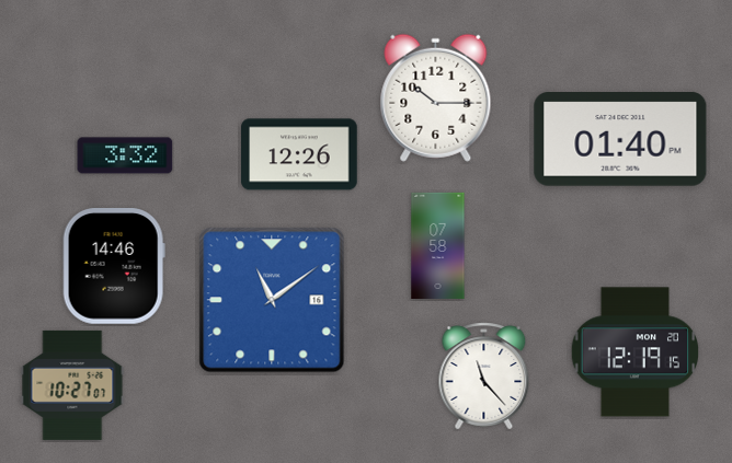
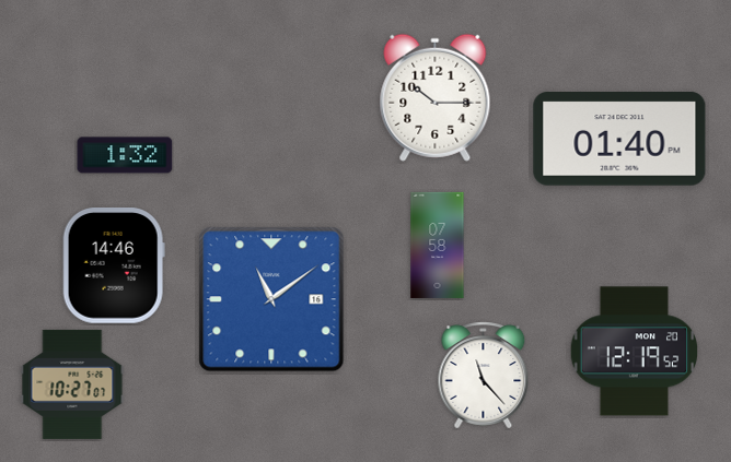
clock at (299, 154): 12:26 -> none
clock at (125, 155): 3:32 -> 1:32
clock at (636, 352): 12:19:15 -> 12:19:52
